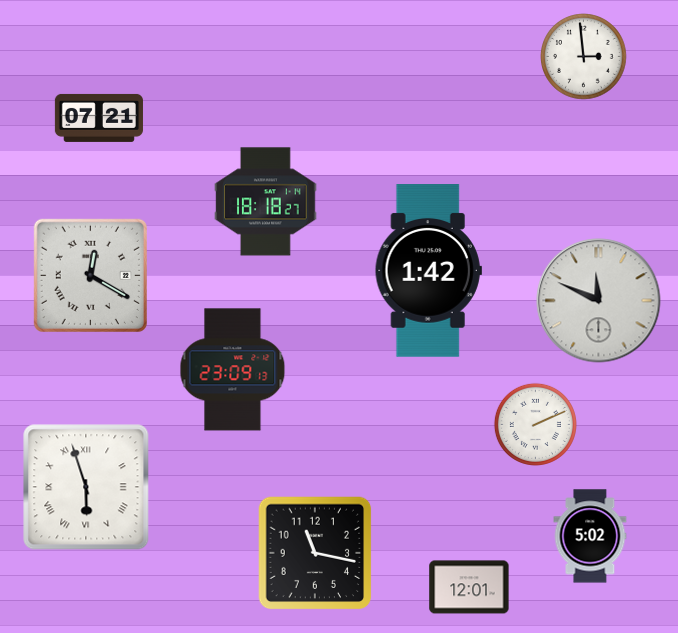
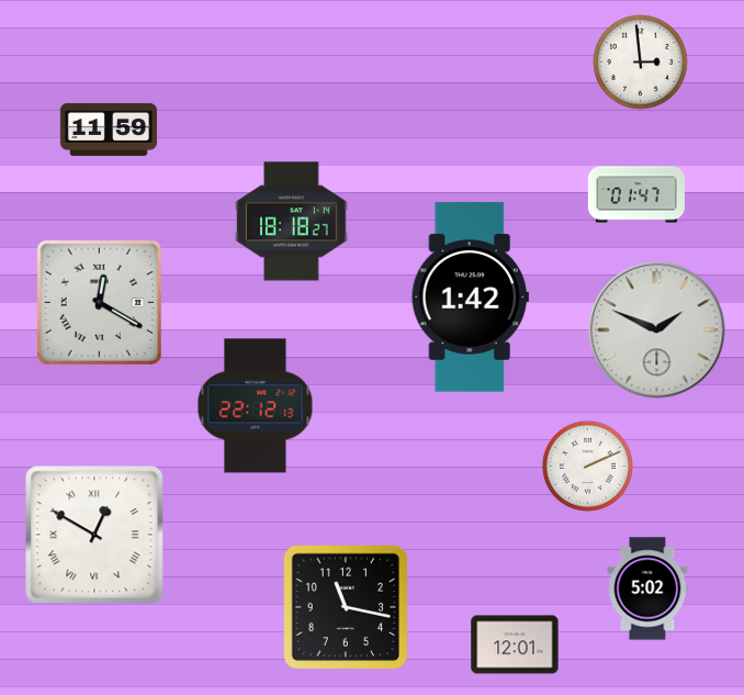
clock at (99, 118): 07:21 -> 11:59
clock at (636, 194): none -> 01:47
clock at (599, 301): 11:49 -> 1:49
clock at (233, 370): 23:09 -> 22:12
clock at (86, 487): 5:57 -> 12:50
